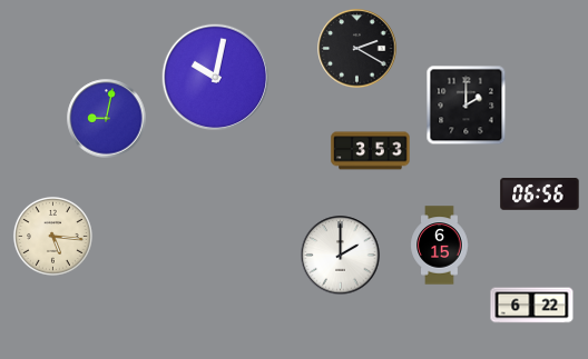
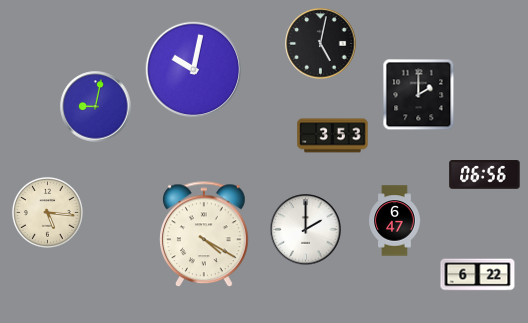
clock at (357, 49): 2:20 -> 5:02
clock at (440, 246): 6:15 -> 6:47
clock at (205, 235): none -> 4:20
